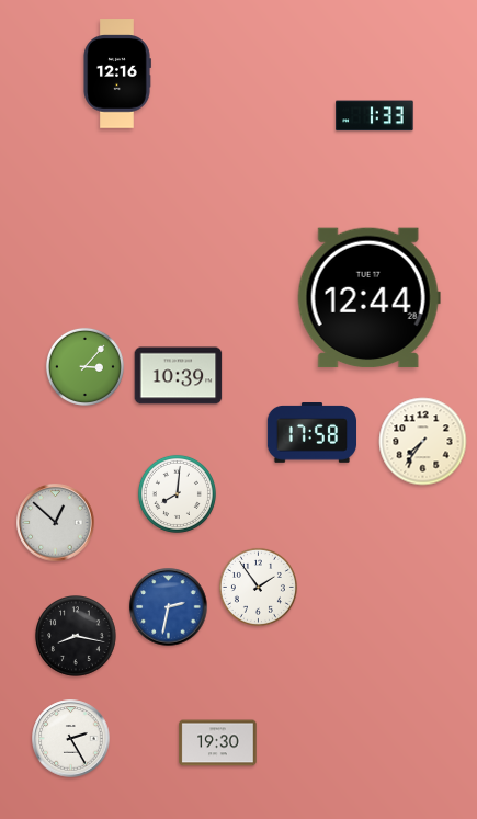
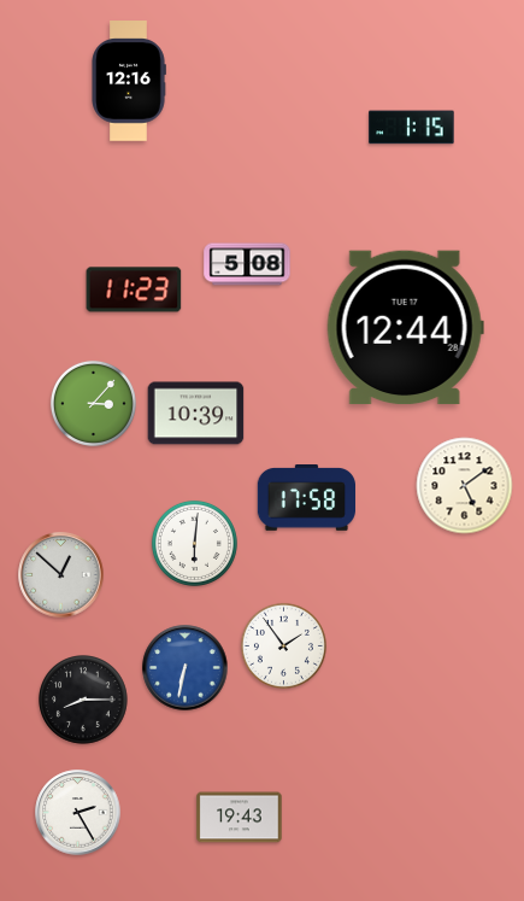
clock at (375, 116): 1:33 -> 1:15
clock at (247, 264): none -> 5:08
clock at (134, 289): none -> 11:23
clock at (311, 433) position: (311, 433) -> (306, 498)
clock at (423, 442): 7:36 -> 5:09
clock at (177, 493): 8:01 -> 6:01
clock at (169, 607): 2:32 -> 6:32
clock at (77, 637): 8:17 -> 8:15
clock at (218, 743): 19:30 -> 19:43
